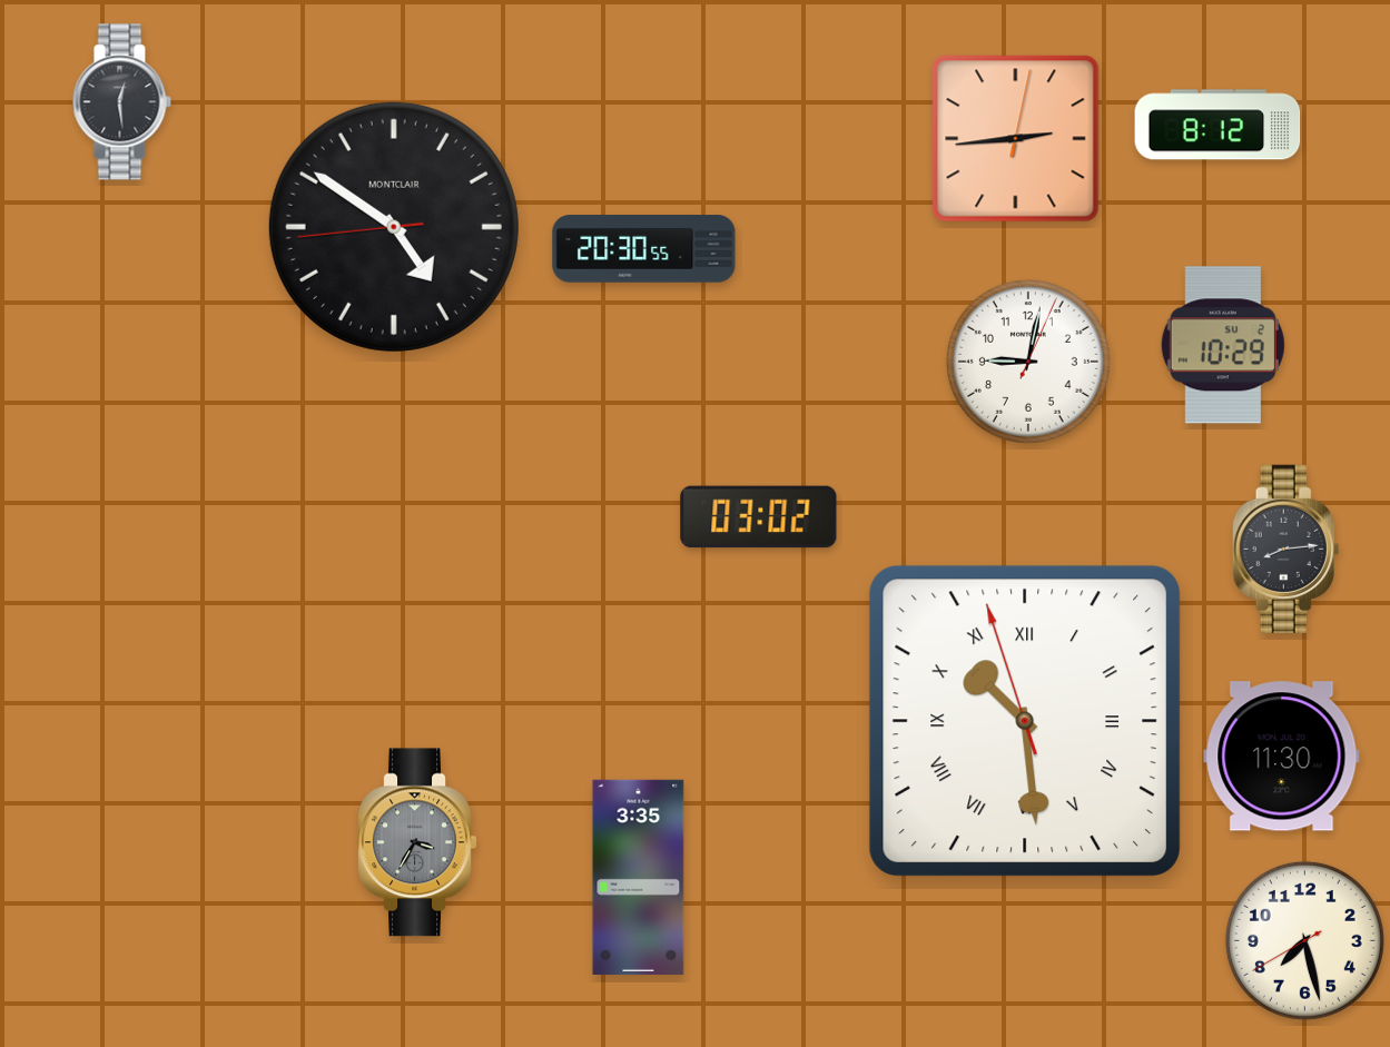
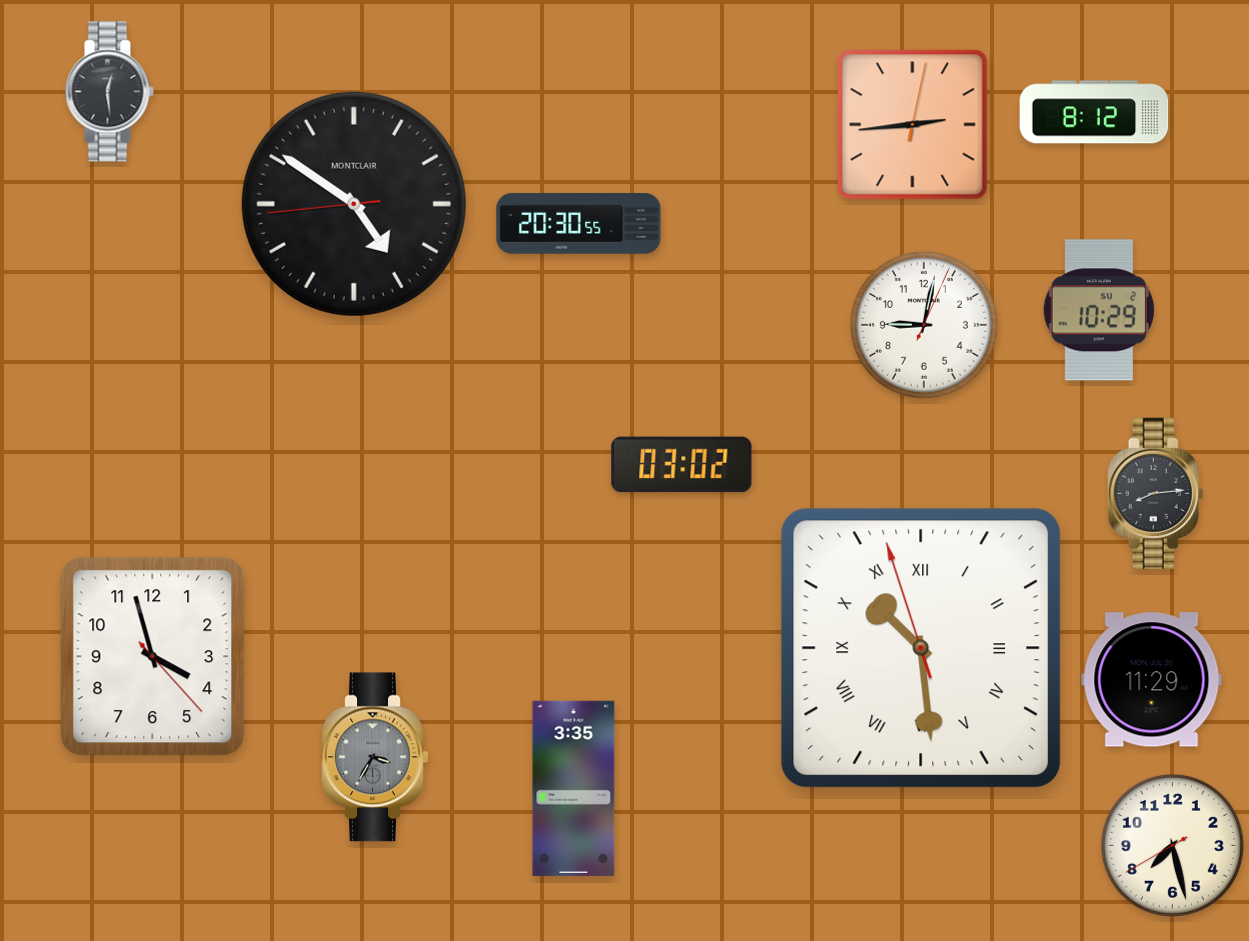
clock at (153, 657): none -> 3:57
clock at (1282, 757): 11:30 -> 11:29
